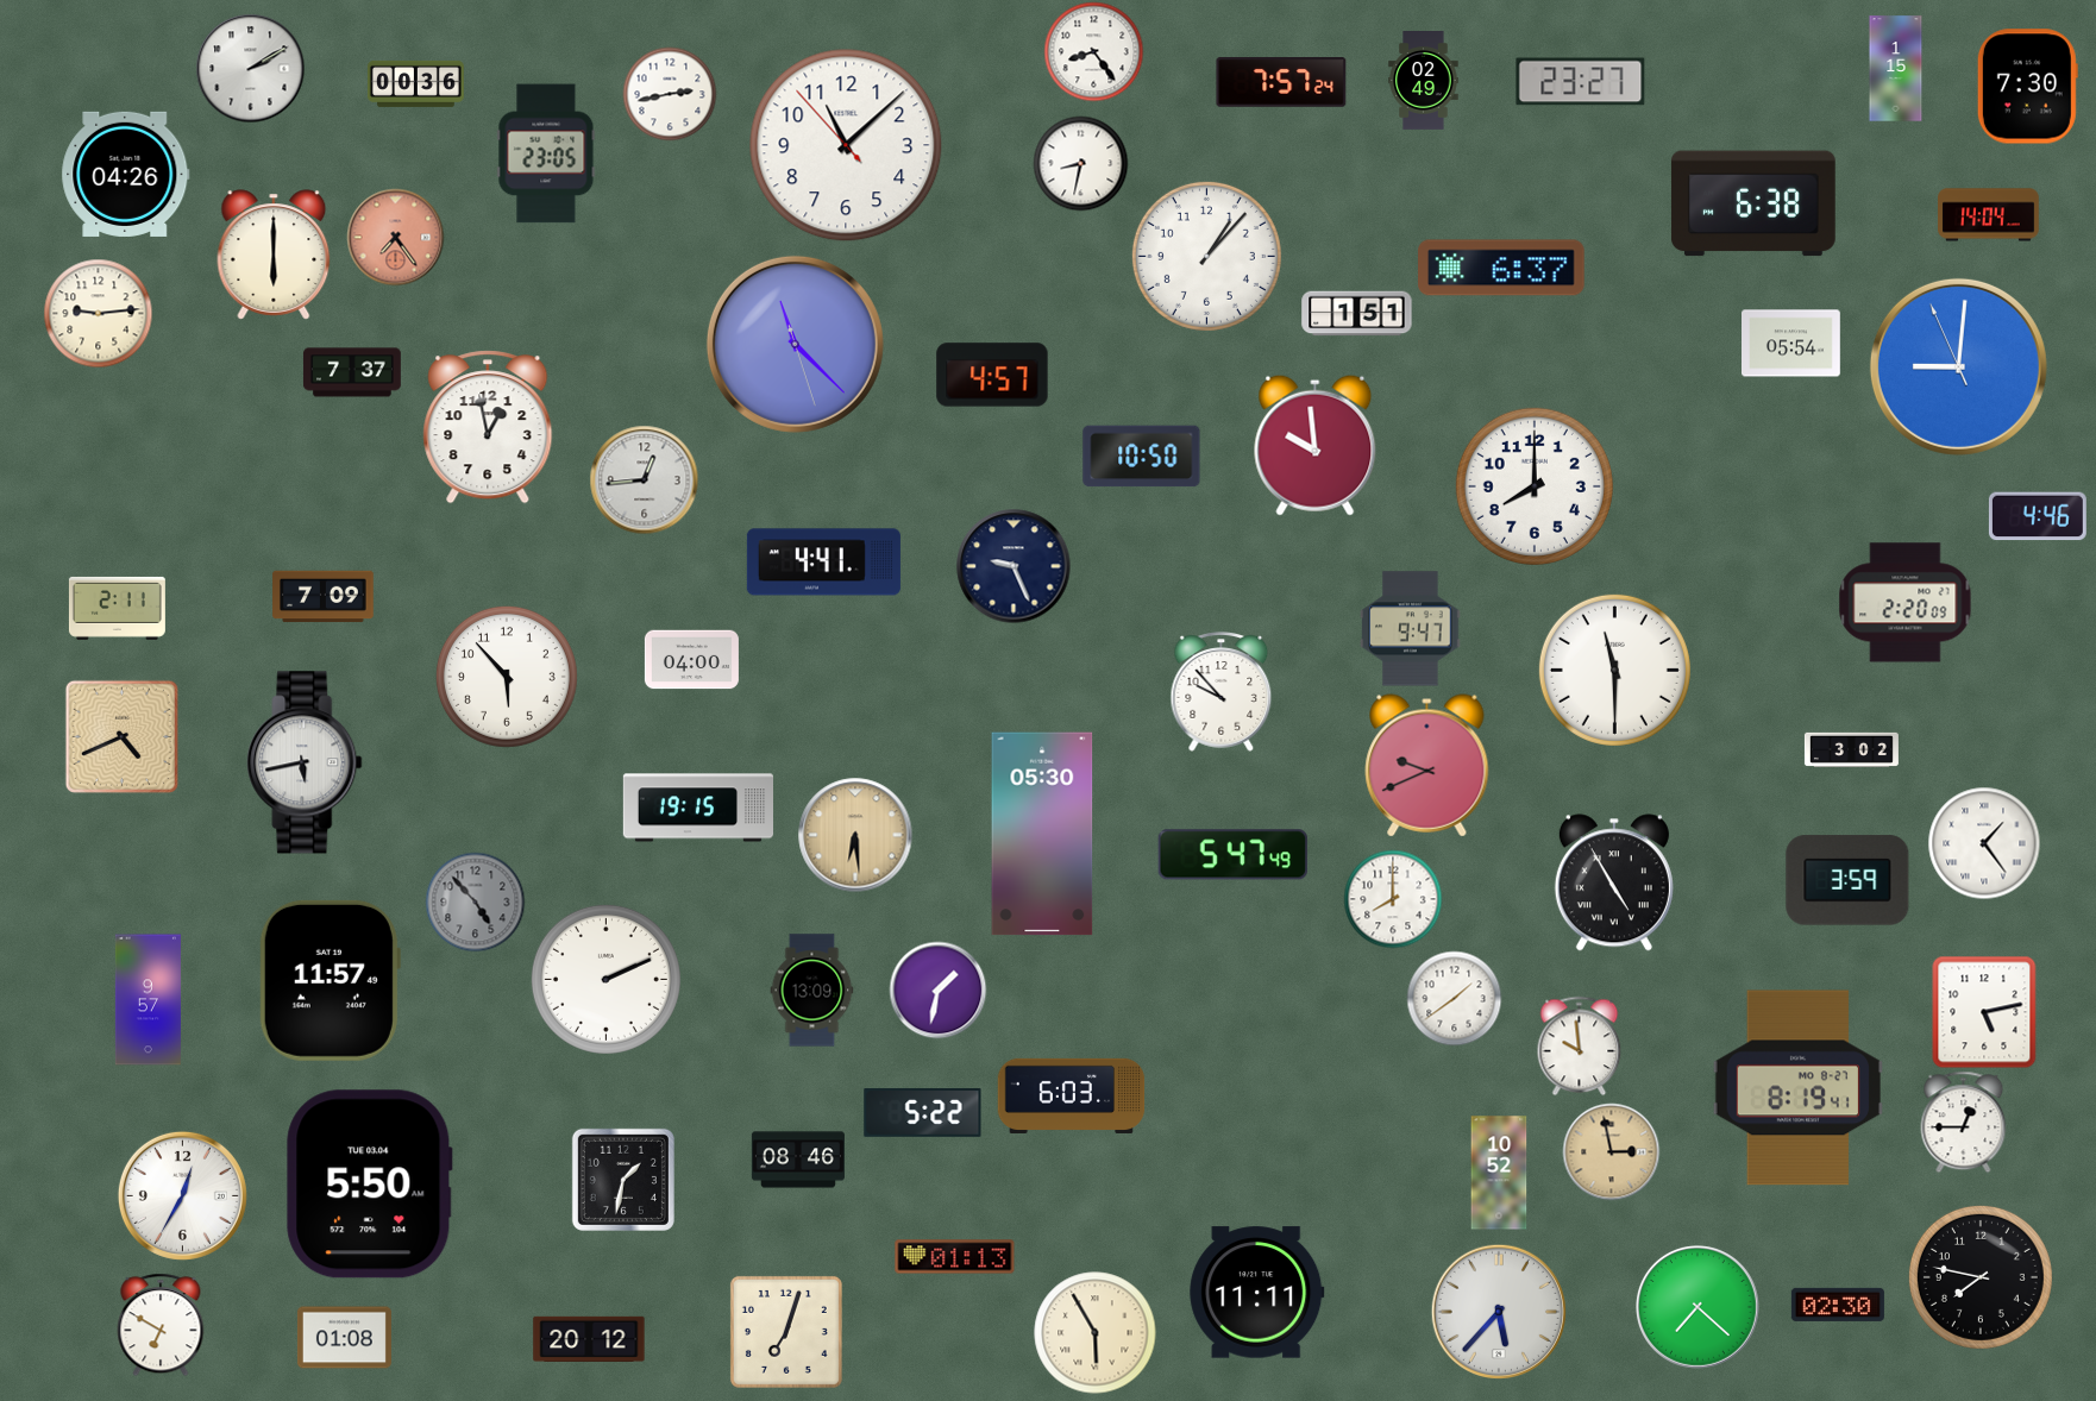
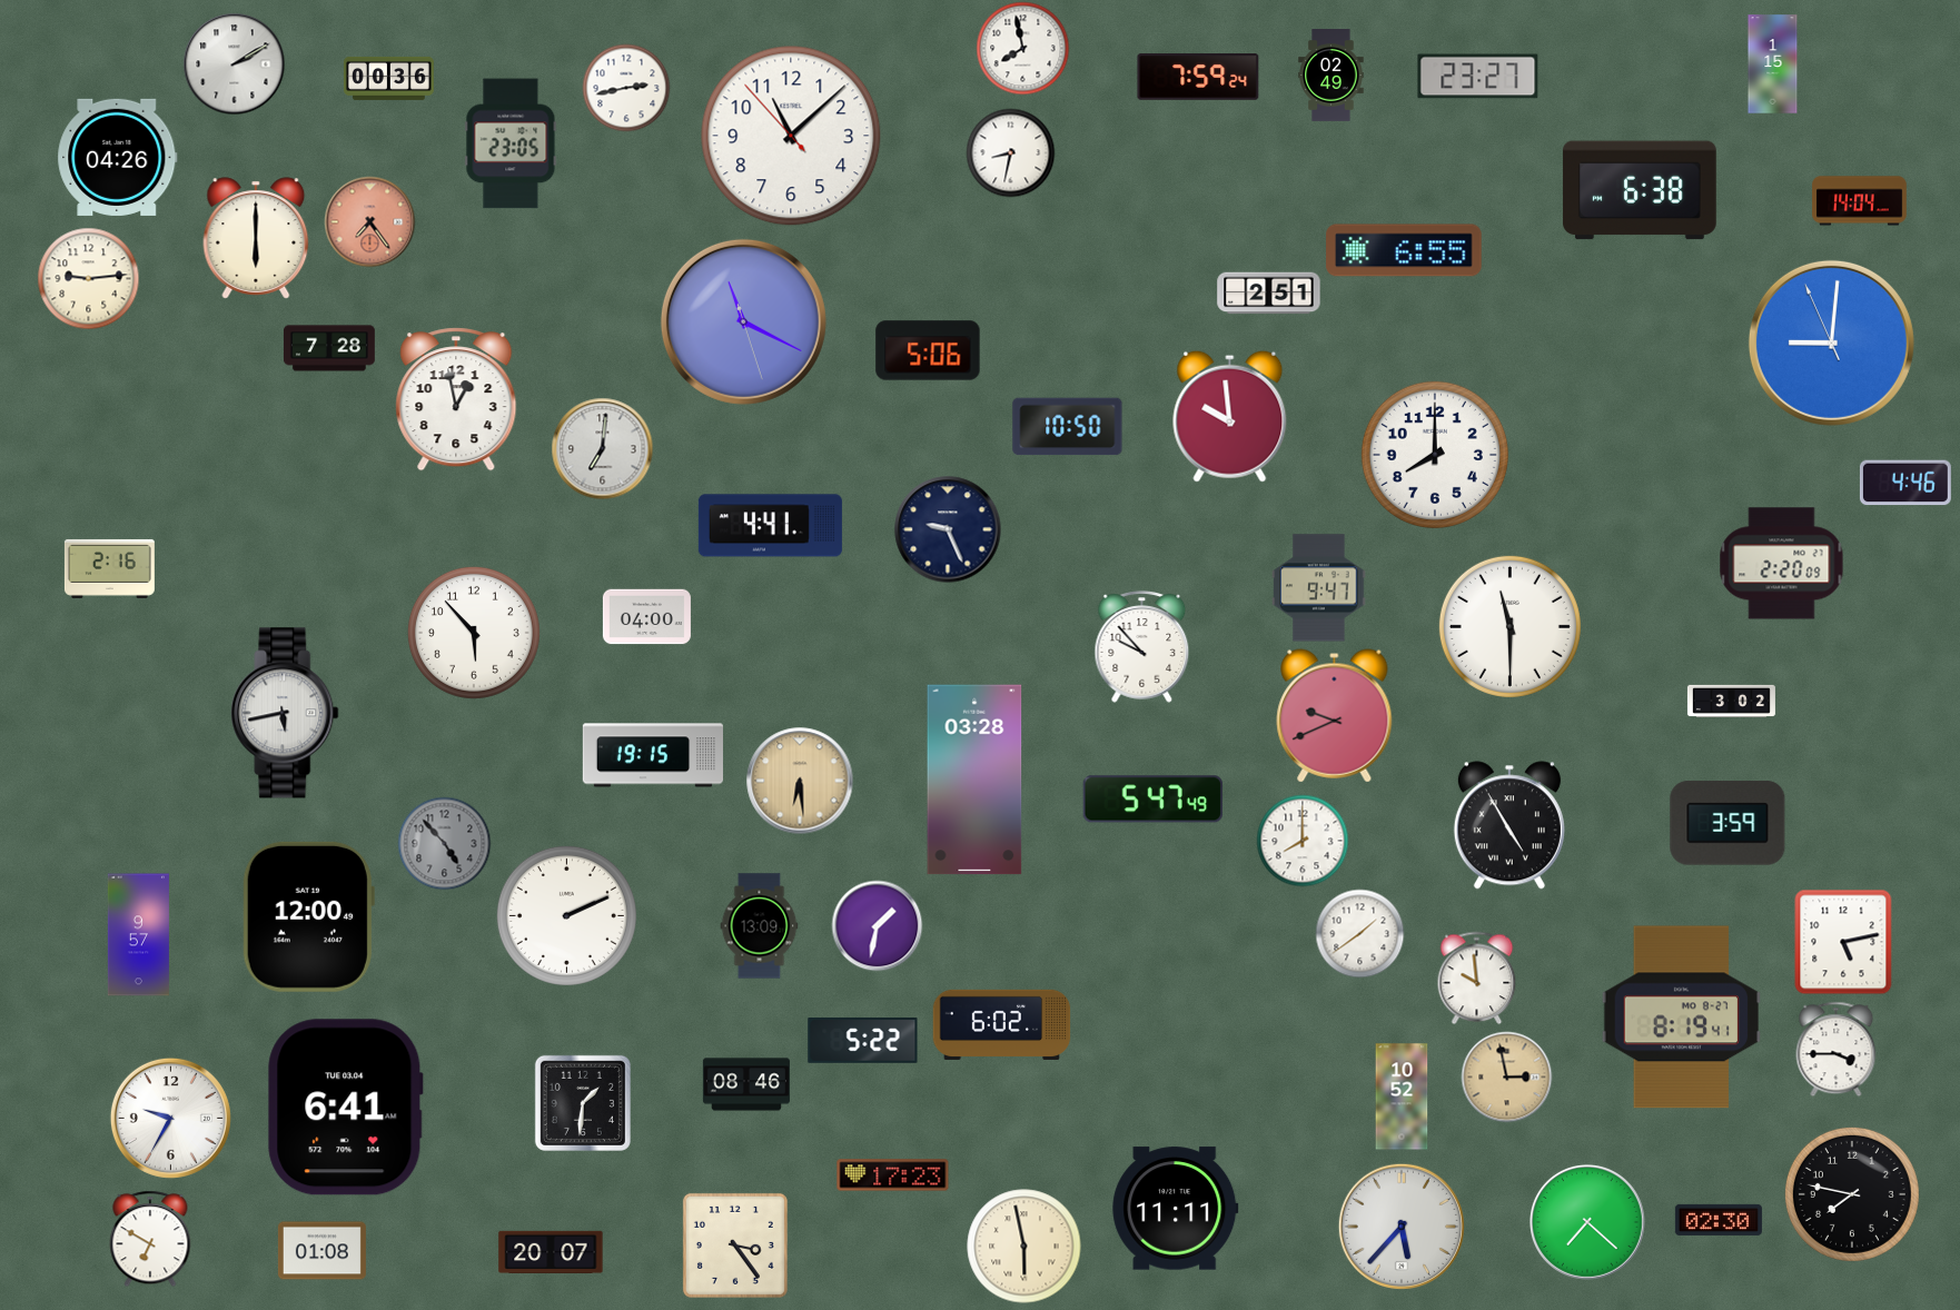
clock at (1093, 51): 8:24 -> 7:58
clock at (1281, 83): 7:57 -> 7:59
clock at (2027, 87): 7:30 -> none
clock at (126, 174) position: (126, 174) -> (118, 157)
clock at (1206, 256): 1:07 -> none
clock at (1501, 268): 6:37 -> 6:55
clock at (98, 313) position: (98, 313) -> (88, 278)
clock at (1357, 314): 1:51 -> 2:51
clock at (795, 344): 11:22 -> 11:19
clock at (1791, 344): 05:54 -> none
clock at (352, 372): 7:37 -> 7:28
clock at (992, 375): 4:57 -> 5:06
clock at (644, 479): 12:44 -> 7:01
clock at (324, 597): 7:09 -> none
clock at (117, 608): 2:11 -> 2:16
clock at (121, 736): 4:41 -> none
clock at (1042, 834): 05:30 -> 03:28
clock at (1984, 843): 1:24 -> none
clock at (330, 980): 11:57 -> 12:00
clock at (1984, 1012) position: (1984, 1012) -> (1843, 942)
clock at (1072, 1095): 6:03 -> 6:02
clock at (1964, 1122): 12:45 -> 3:45
clock at (623, 1180): 1:32 -> 1:31
clock at (370, 1185): 5:50 -> 6:41
clock at (182, 1195): 12:35 -> 9:35
clock at (955, 1257): 01:13 -> 17:23
clock at (786, 1332): 7:03 -> 3:24
clock at (1096, 1333): 5:55 -> 5:58
clock at (589, 1339): 20:12 -> 20:07
